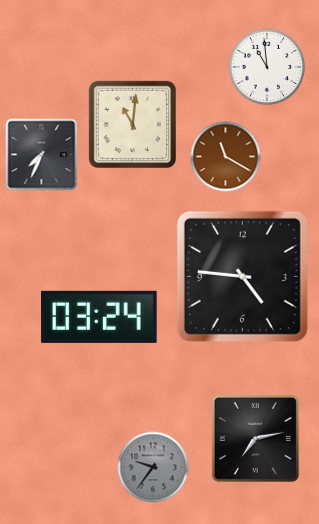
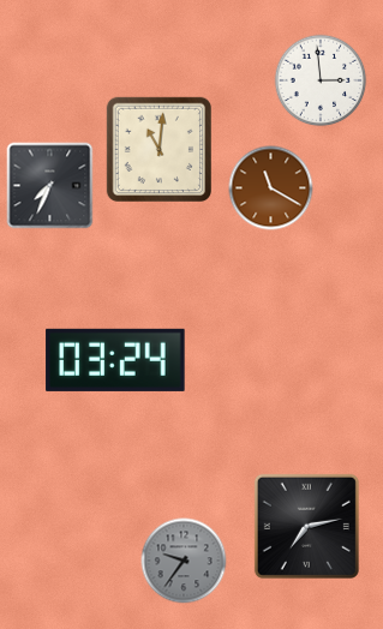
clock at (267, 67): 10:59 -> 2:59
clock at (242, 276): 4:46 -> none
clock at (99, 317) position: (99, 317) -> (115, 360)
